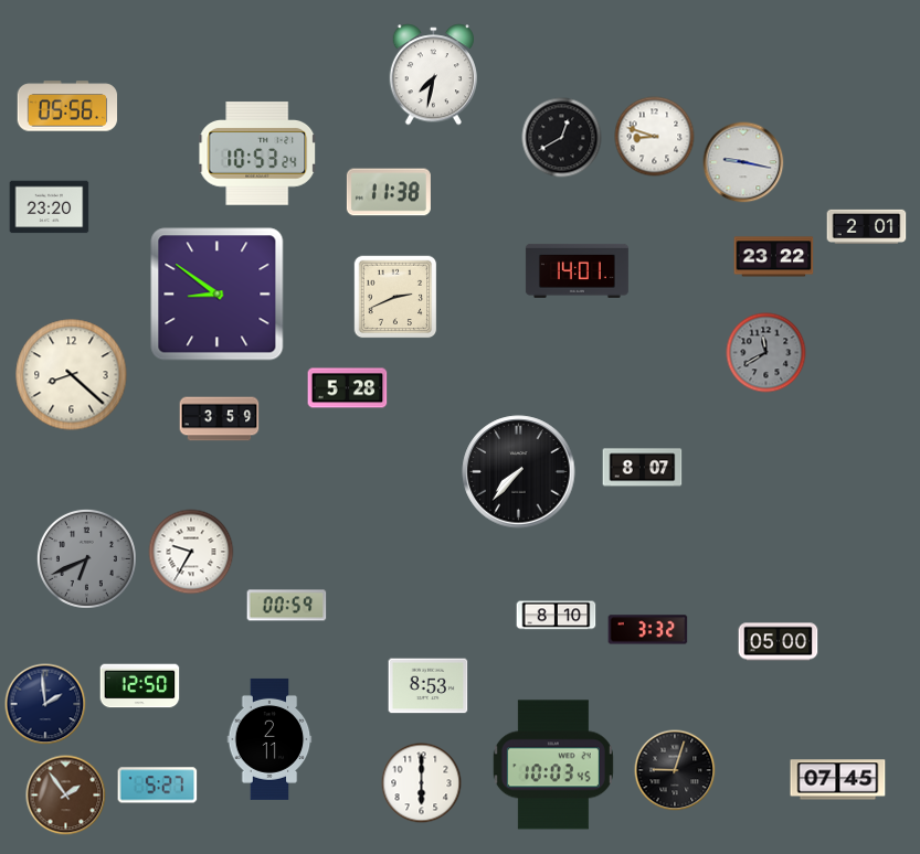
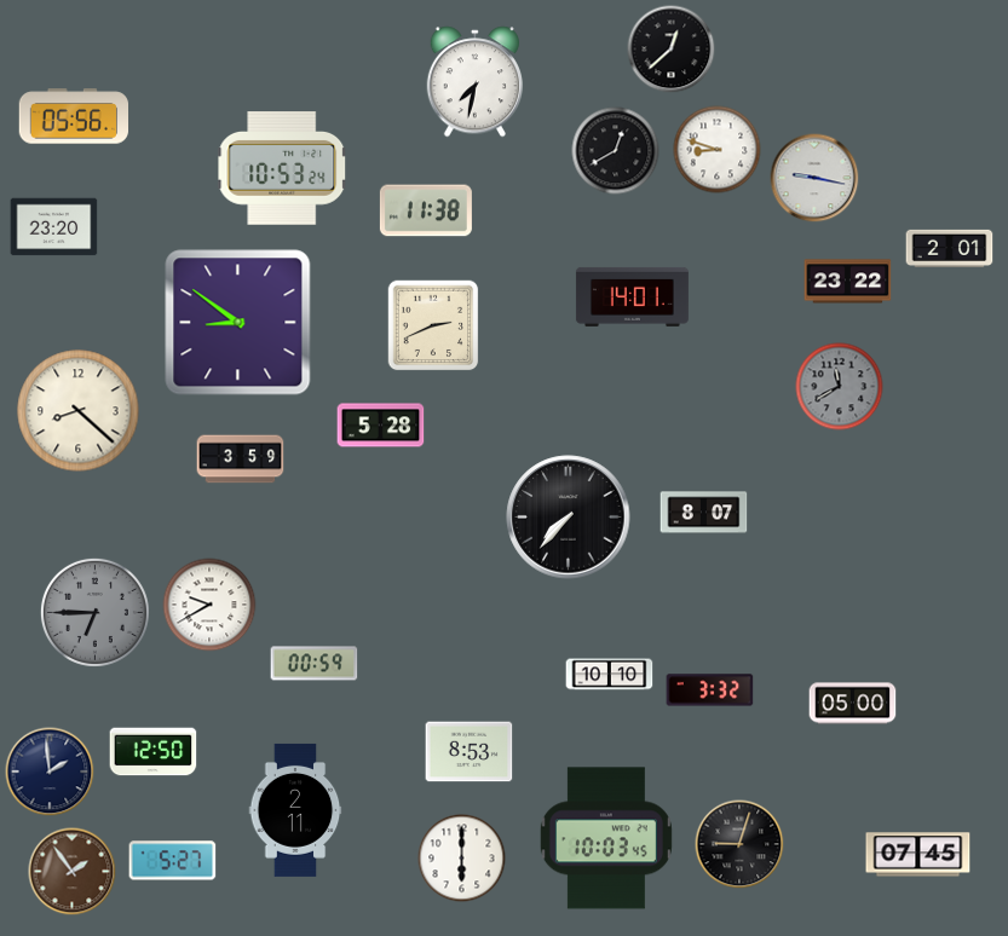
clock at (672, 50): none -> 12:38
clock at (191, 552): 9:35 -> 9:40
clock at (86, 558): 6:41 -> 6:45
clock at (557, 616): 8:10 -> 10:10
